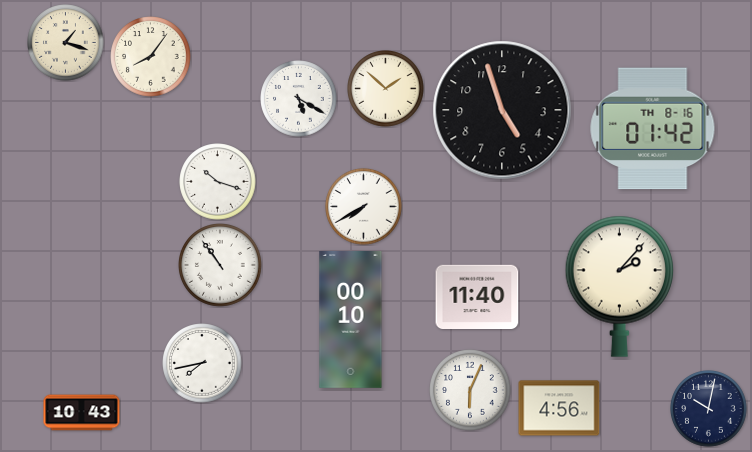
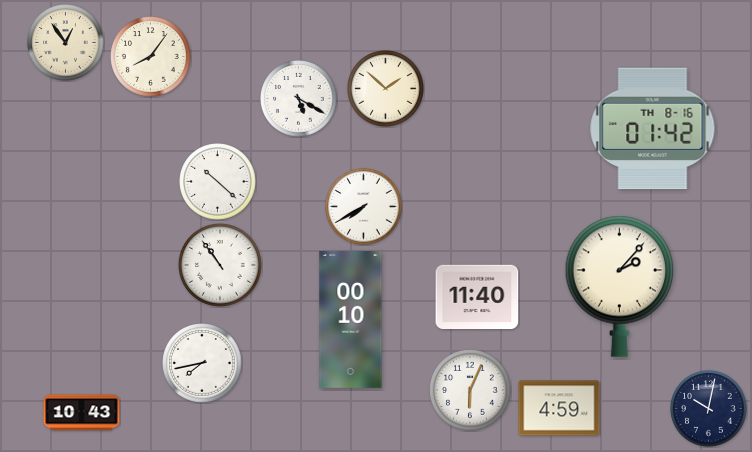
clock at (66, 43): 1:18 -> 12:54
clock at (502, 110): 4:57 -> none
clock at (218, 182): 10:18 -> 10:22
clock at (559, 408): 4:56 -> 4:59
